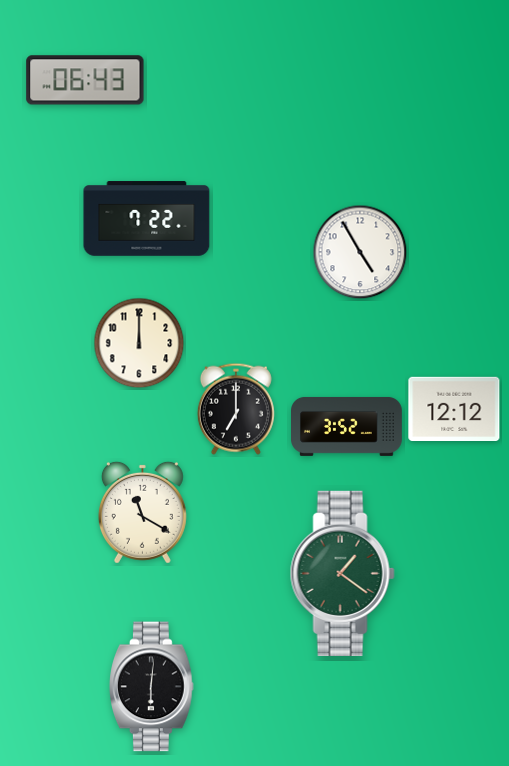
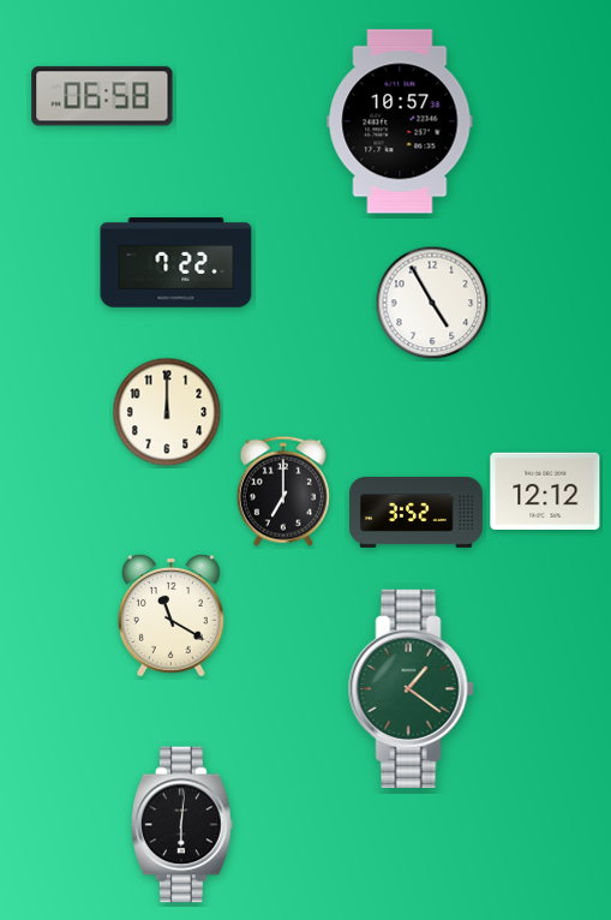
clock at (85, 80): 06:43 -> 06:58
clock at (400, 121): none -> 10:57
